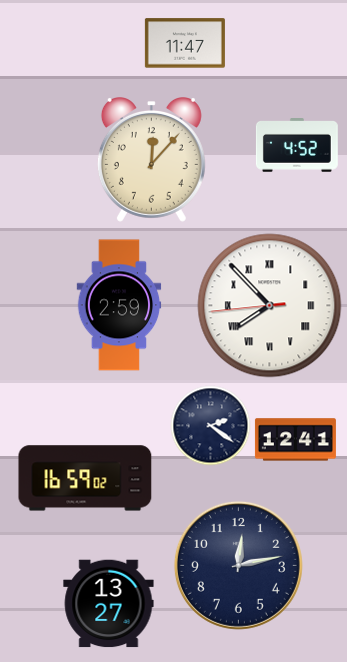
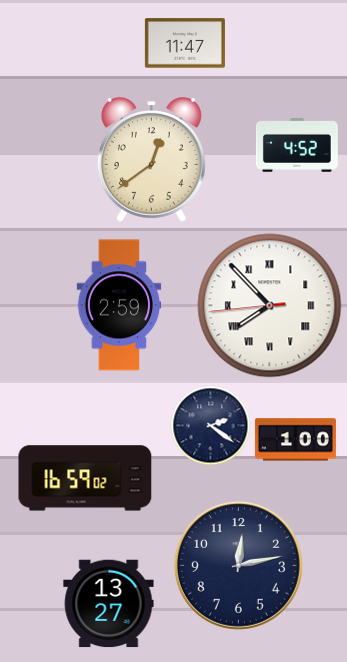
clock at (151, 160): 12:07 -> 12:39
clock at (295, 440): 12:41 -> 1:00
